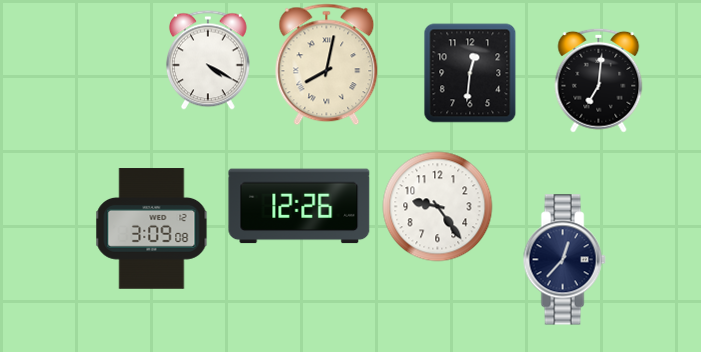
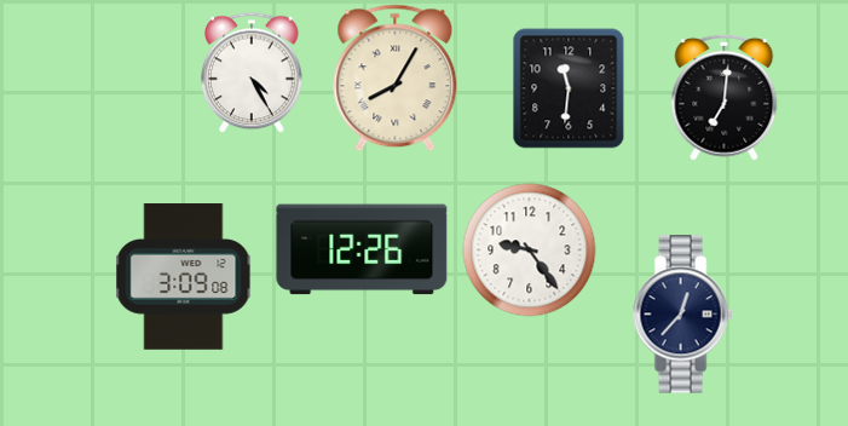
clock at (208, 60): 4:20 -> 4:25
clock at (327, 65): 8:02 -> 8:05
clock at (470, 73): 12:31 -> 11:31
